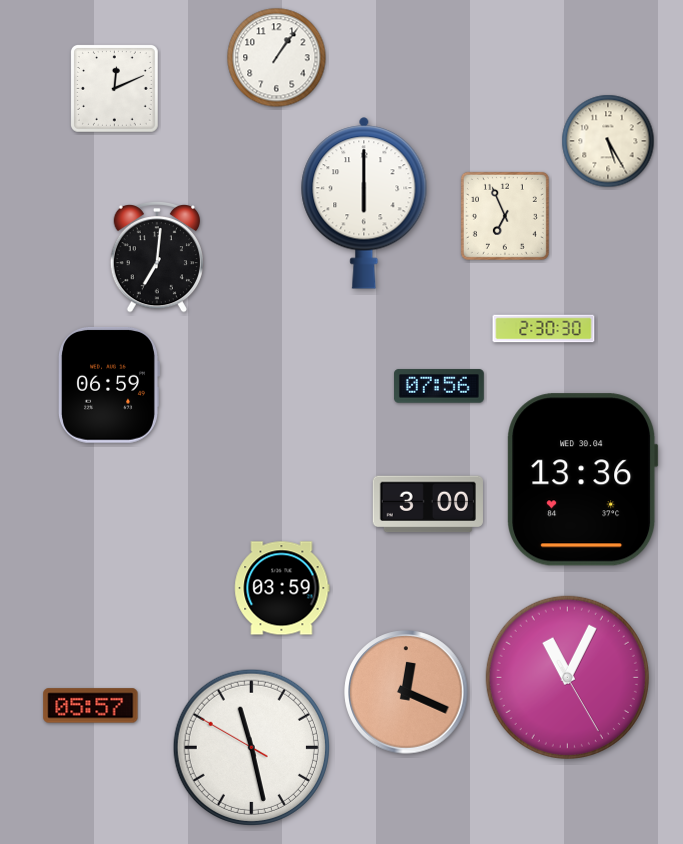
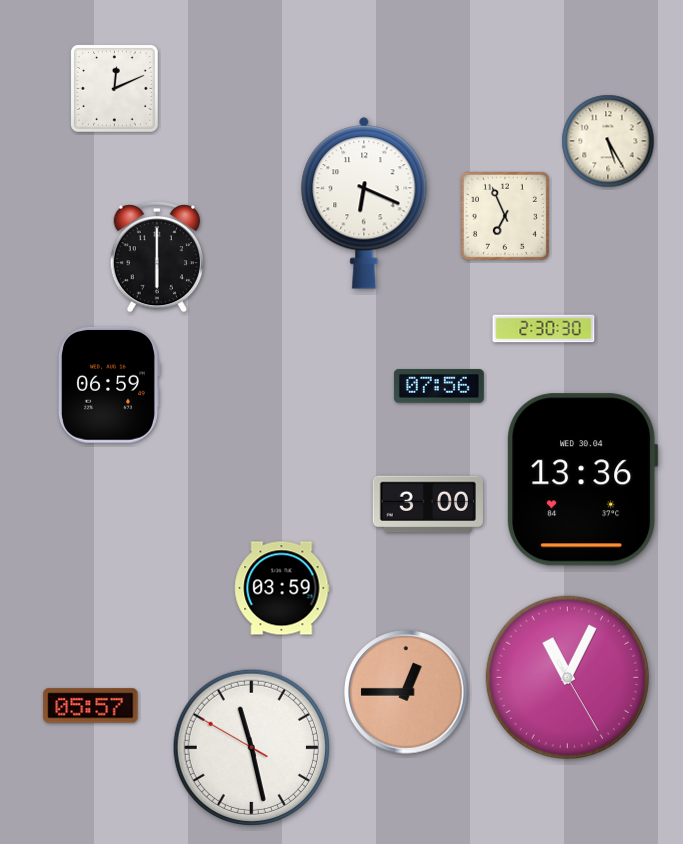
clock at (277, 58): 1:06 -> none
clock at (364, 203): 6:00 -> 6:19
clock at (156, 257): 7:01 -> 6:00
clock at (406, 692): 12:19 -> 12:45
